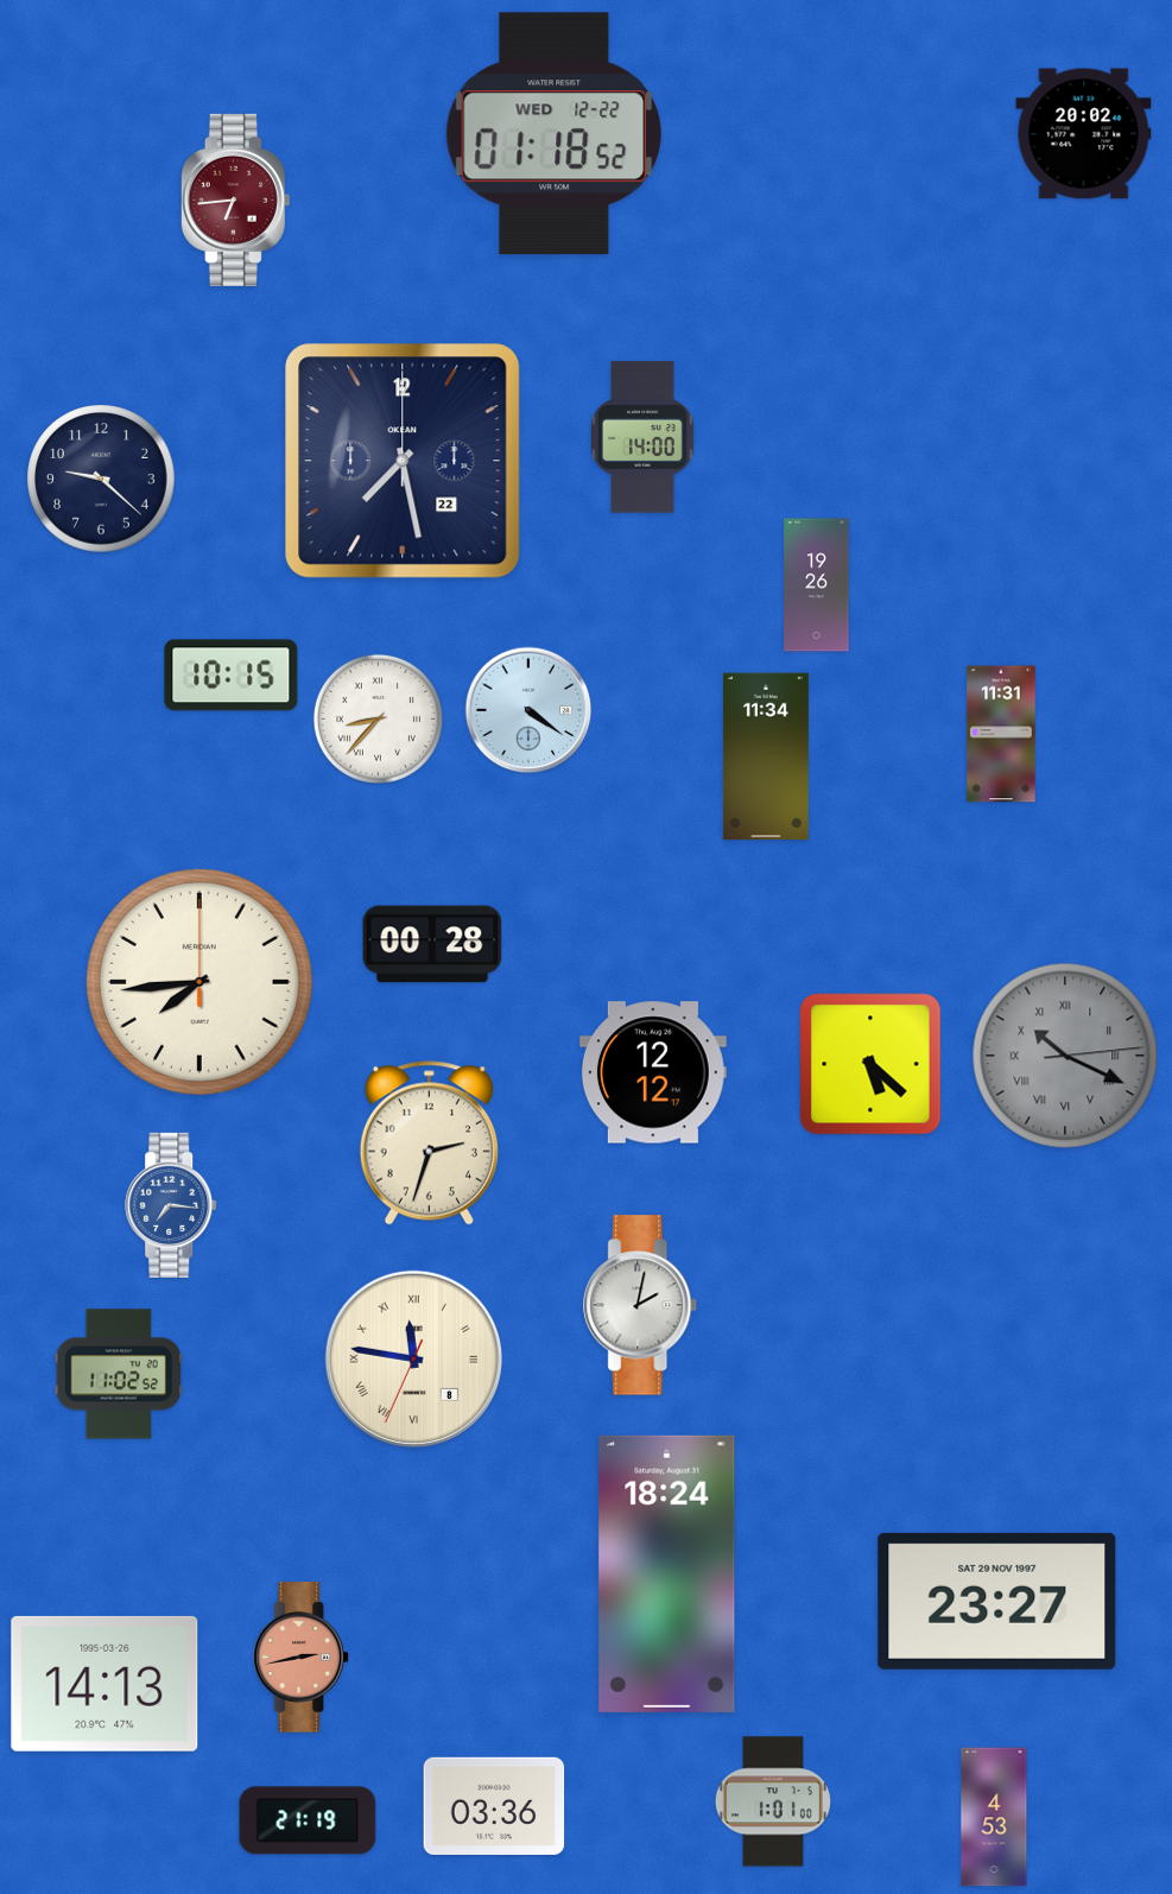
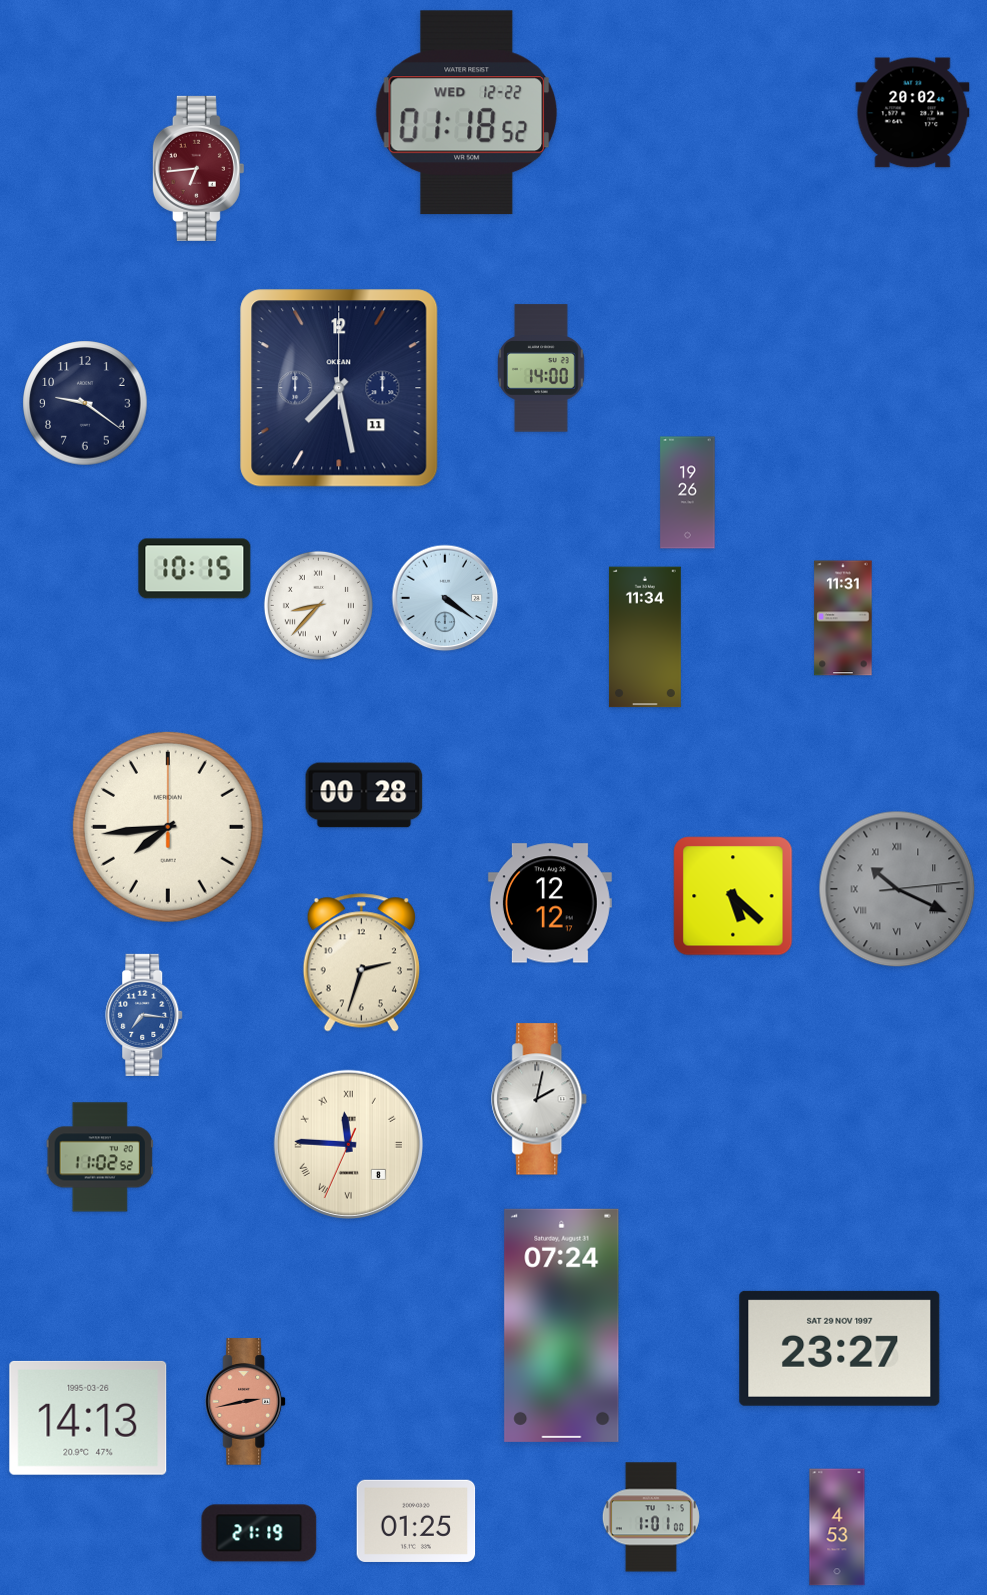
clock at (403, 461) date: 22 -> 11
clock at (101, 479): 9:22 -> 9:21
clock at (413, 1358): 11:46 -> 11:45
clock at (667, 1573): 18:24 -> 07:24
clock at (302, 1658) position: (302, 1658) -> (246, 1402)
clock at (494, 1806): 03:36 -> 01:25
clock at (994, 1817) position: (994, 1817) -> (837, 1527)
